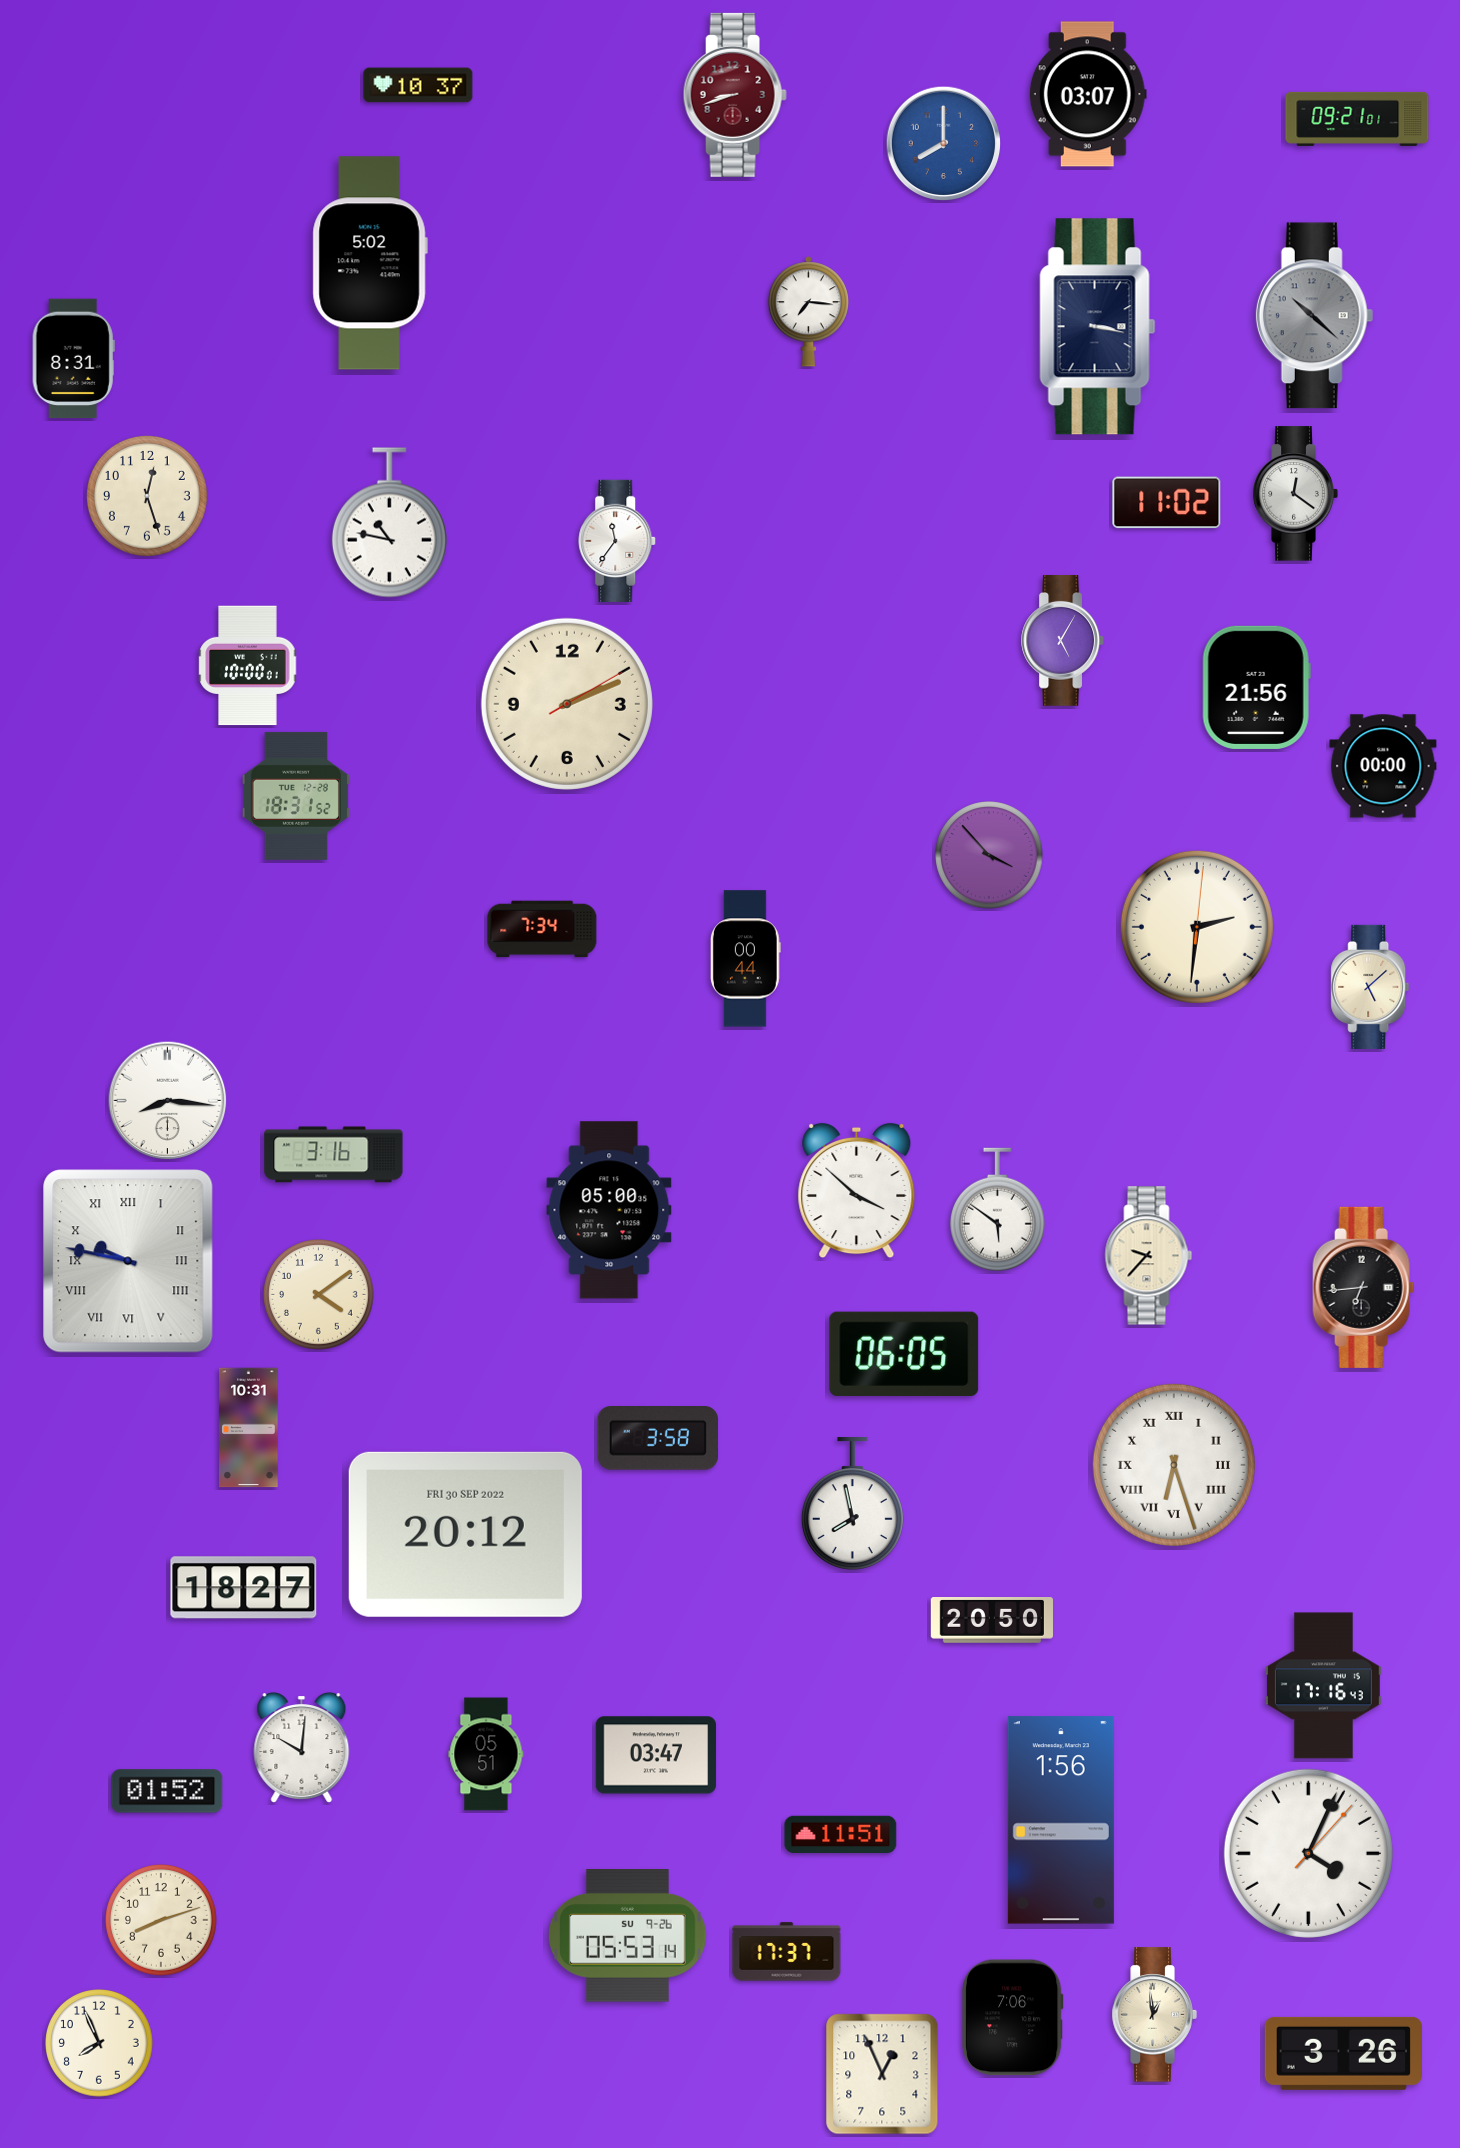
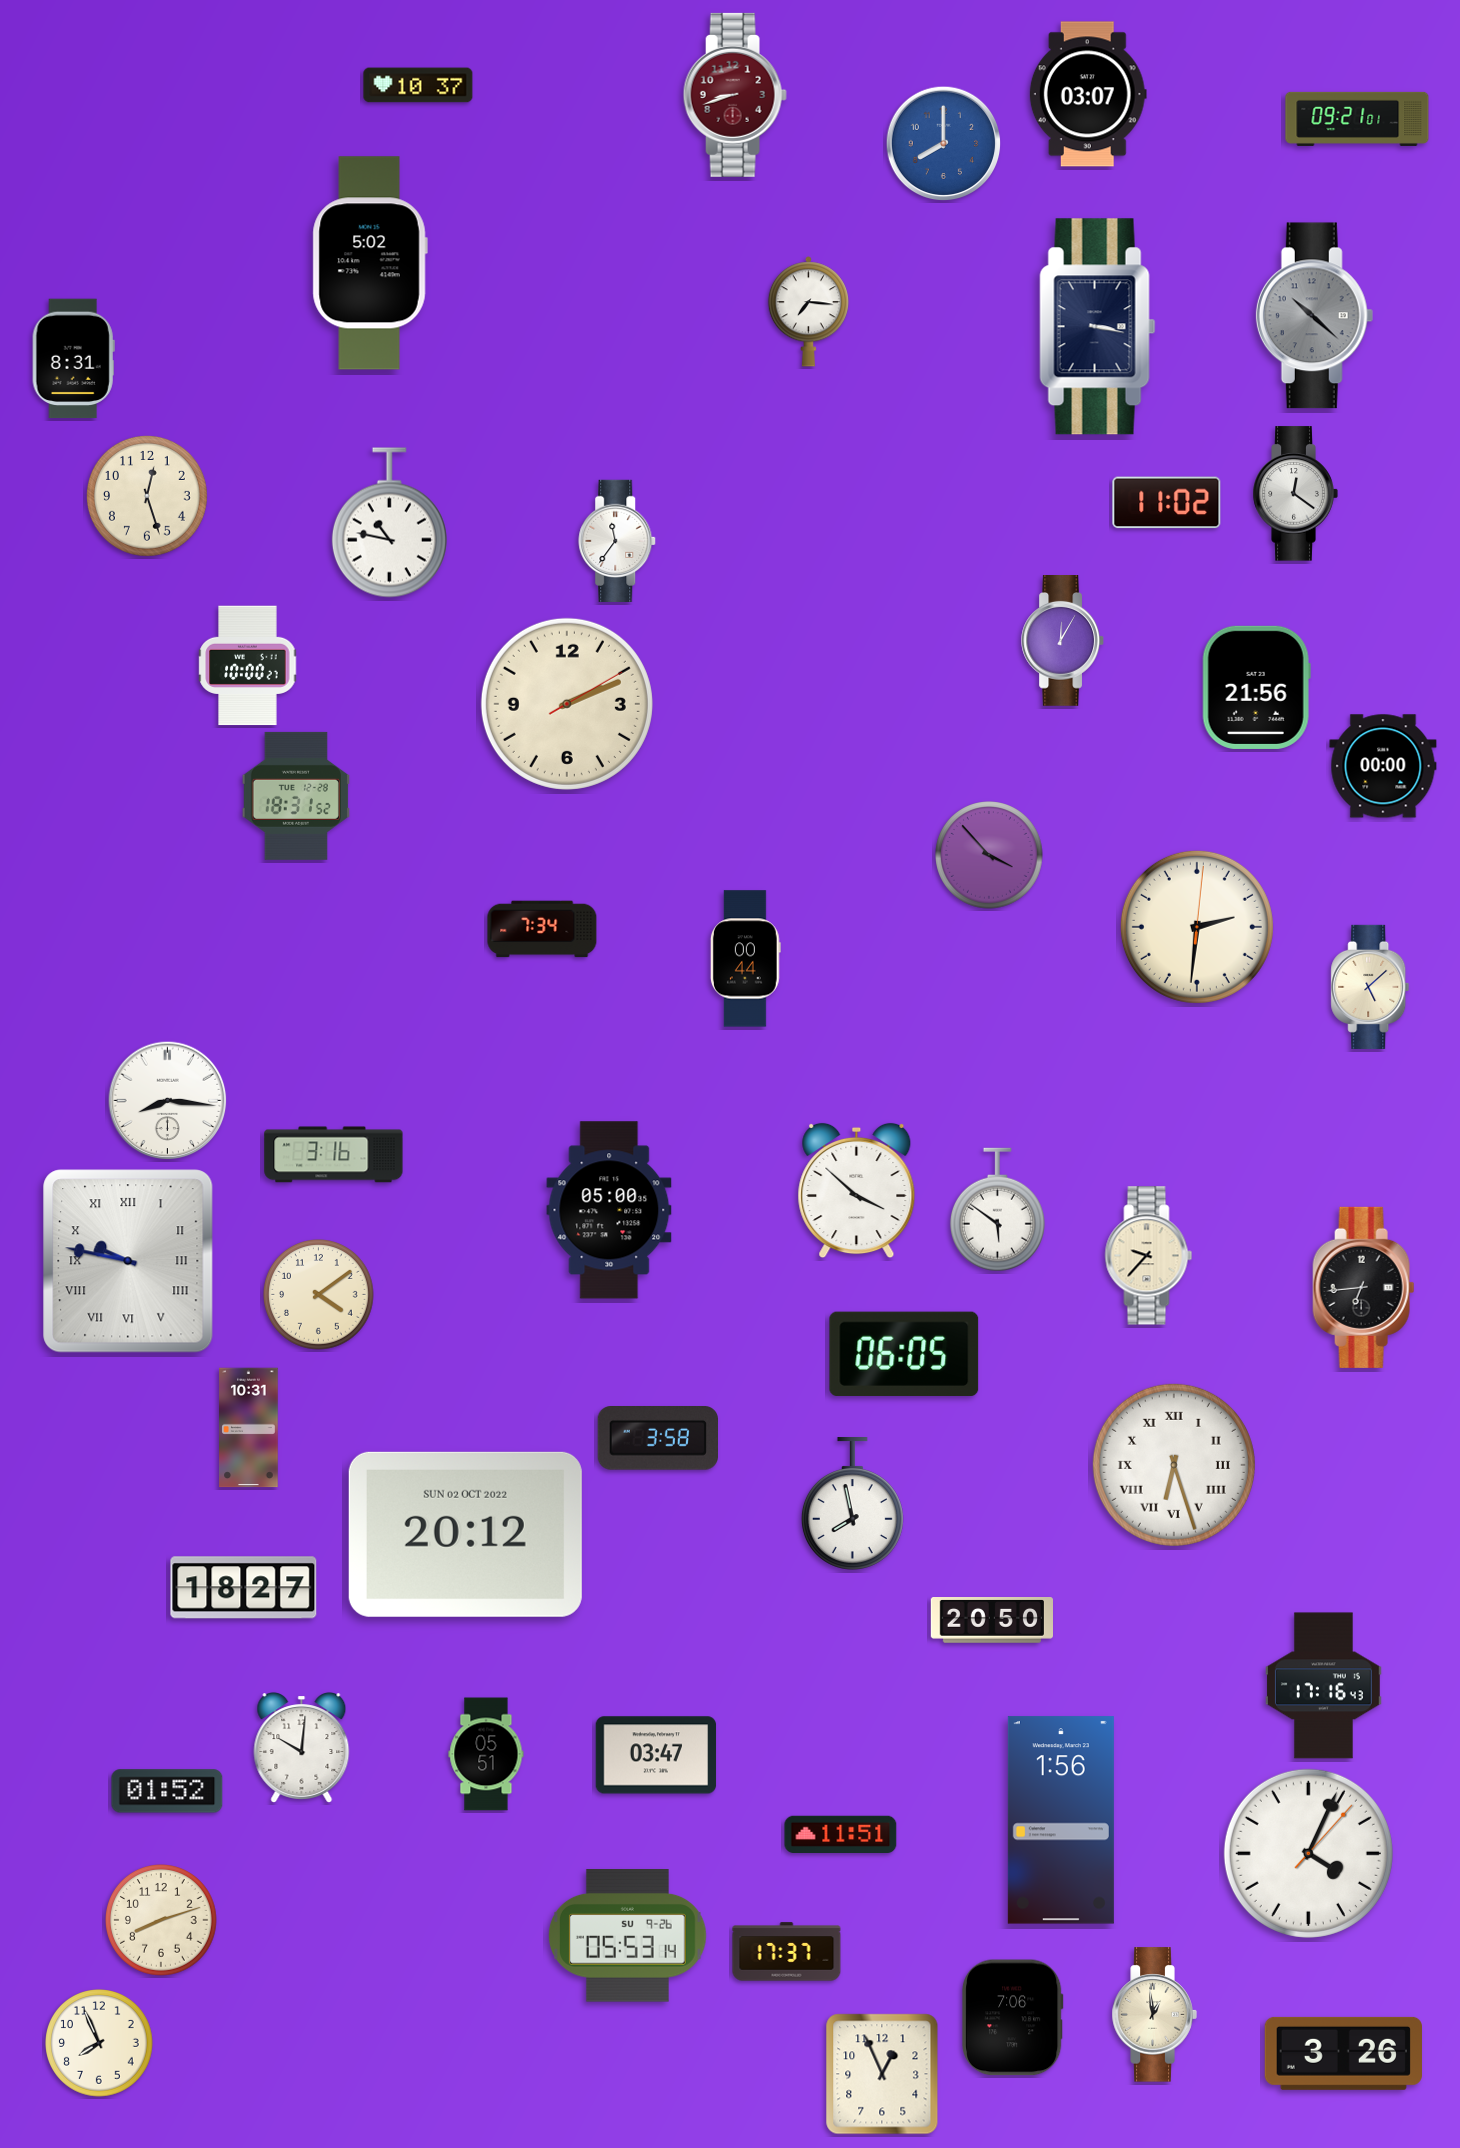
clock at (1062, 641): 5:05 -> 12:05
clock at (248, 666): 10:00:01 -> 10:00:27
clock at (465, 1534) date: FRI 30 SEP 2022 -> SUN 02 OCT 2022
